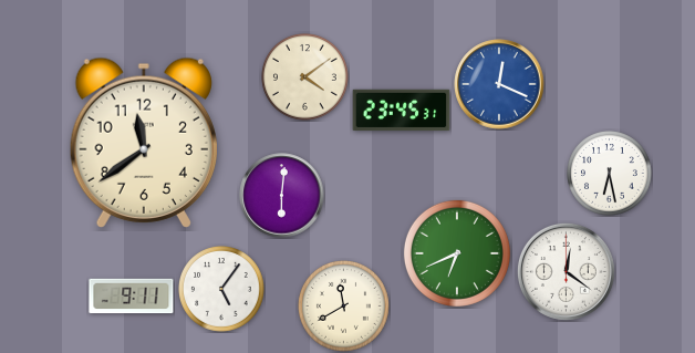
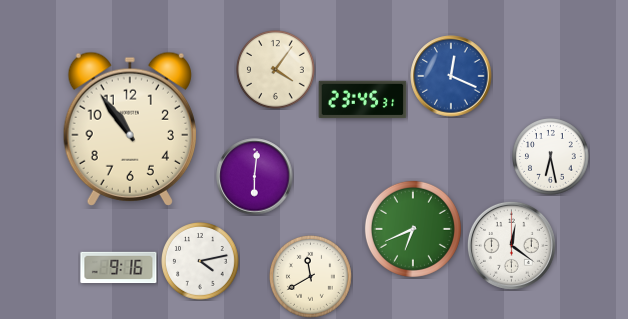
clock at (305, 77): 4:09 -> 4:06
clock at (144, 143): 11:39 -> 10:54
clock at (222, 290): 5:06 -> 4:13
clock at (132, 297): 9:11 -> 9:16
